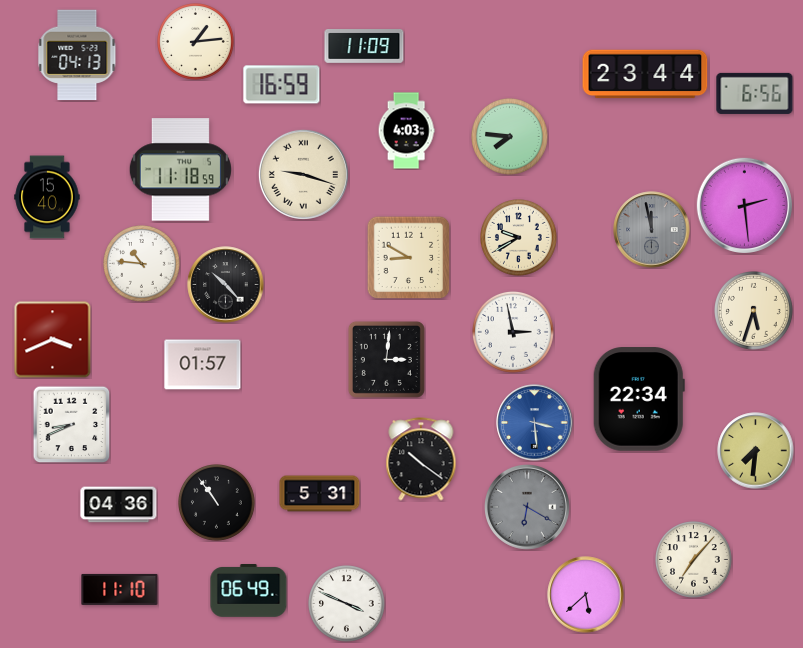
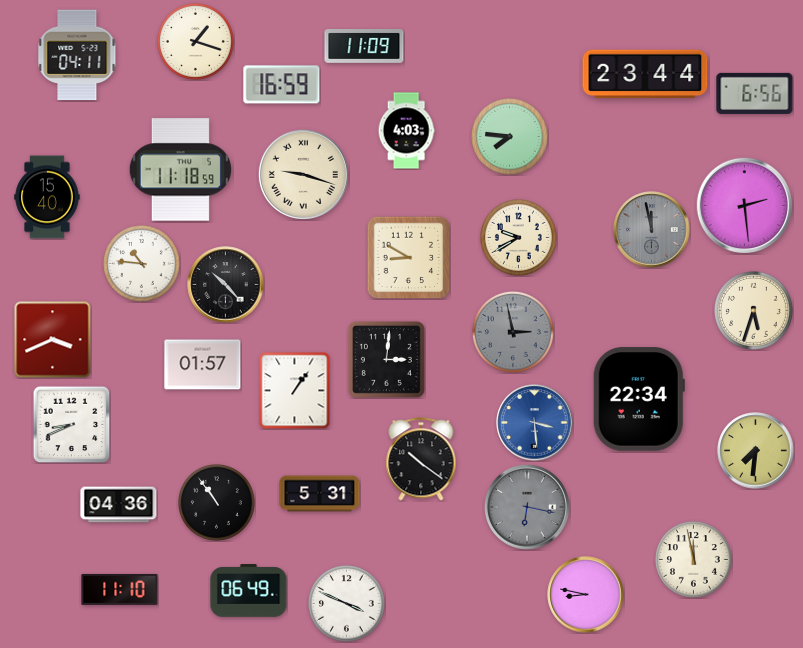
clock at (196, 42): 1:14 -> 1:18
clock at (77, 55): 04:13 -> 04:11
clock at (513, 332) dial: white -> grey
clock at (295, 390): none -> 1:06
clock at (528, 508): 6:20 -> 6:17
clock at (694, 560): 7:07 -> 11:58
clock at (586, 595): 5:38 -> 8:47
